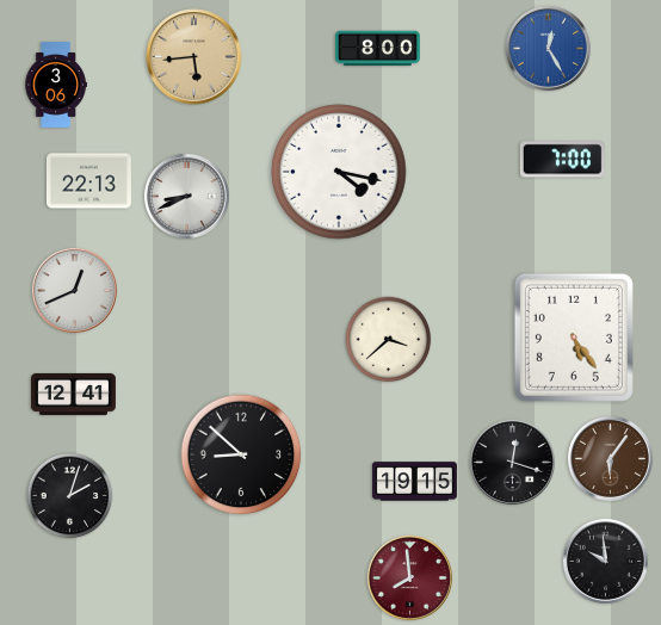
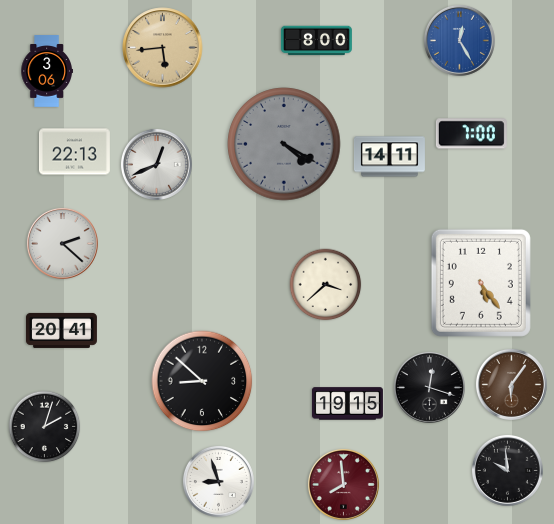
clock at (339, 172): 4:17 -> 4:20
clock at (339, 172) dial: white -> grey
clock at (389, 157): none -> 14:11
clock at (186, 196): 8:41 -> 12:41
clock at (74, 290): 12:41 -> 2:22
clock at (73, 394): 12:41 -> 20:41
clock at (70, 496) position: (70, 496) -> (45, 427)
clock at (218, 481): none -> 8:57
